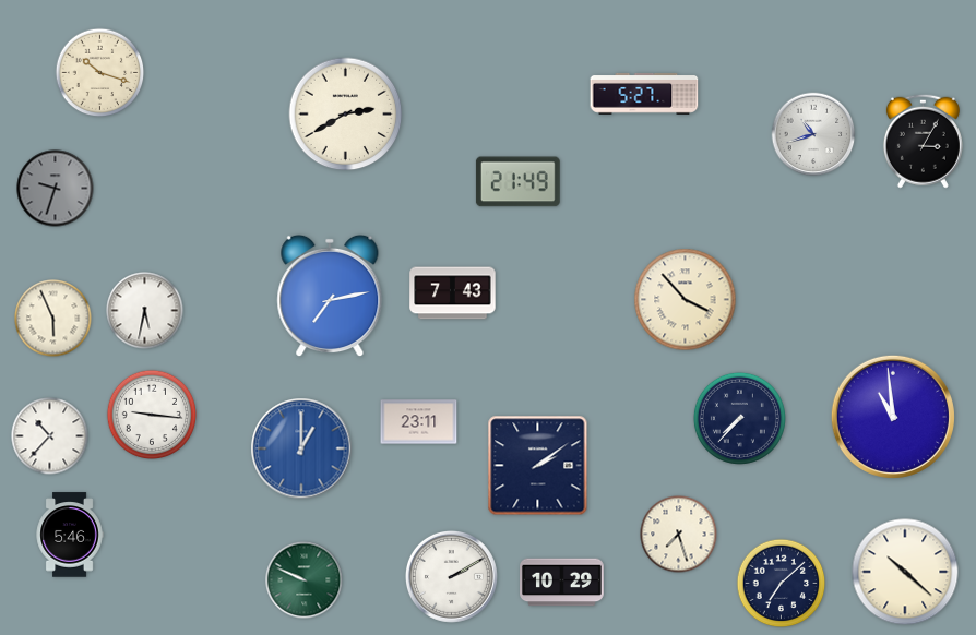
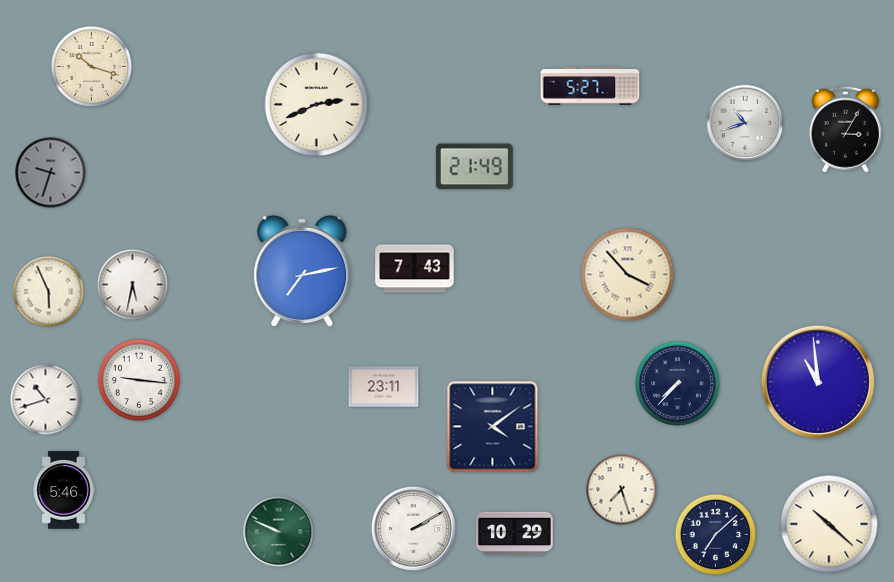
clock at (346, 115): 2:40 -> 2:41
clock at (50, 436): 10:37 -> 10:42
clock at (301, 448): 1:00 -> none
clock at (538, 466): 2:09 -> 4:09
